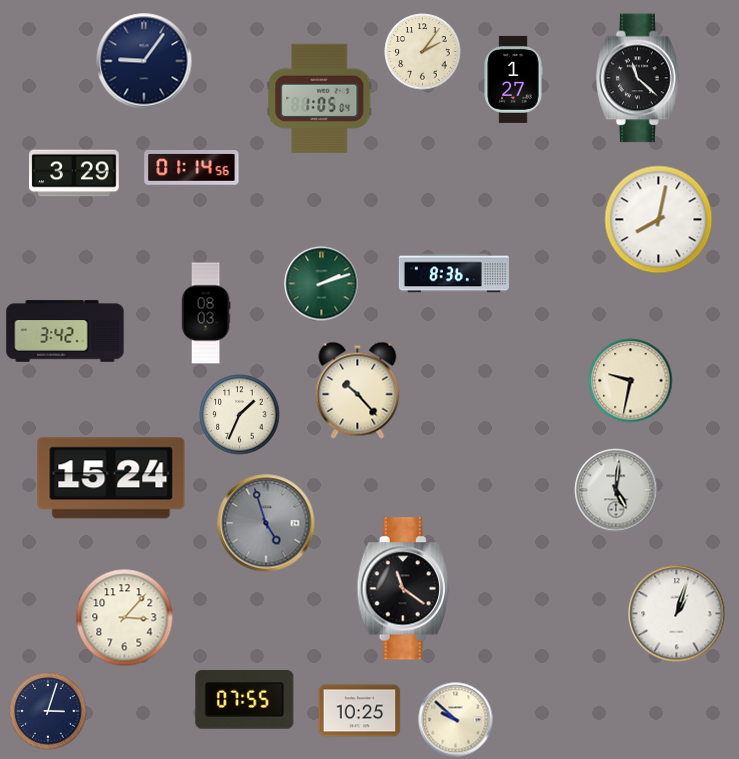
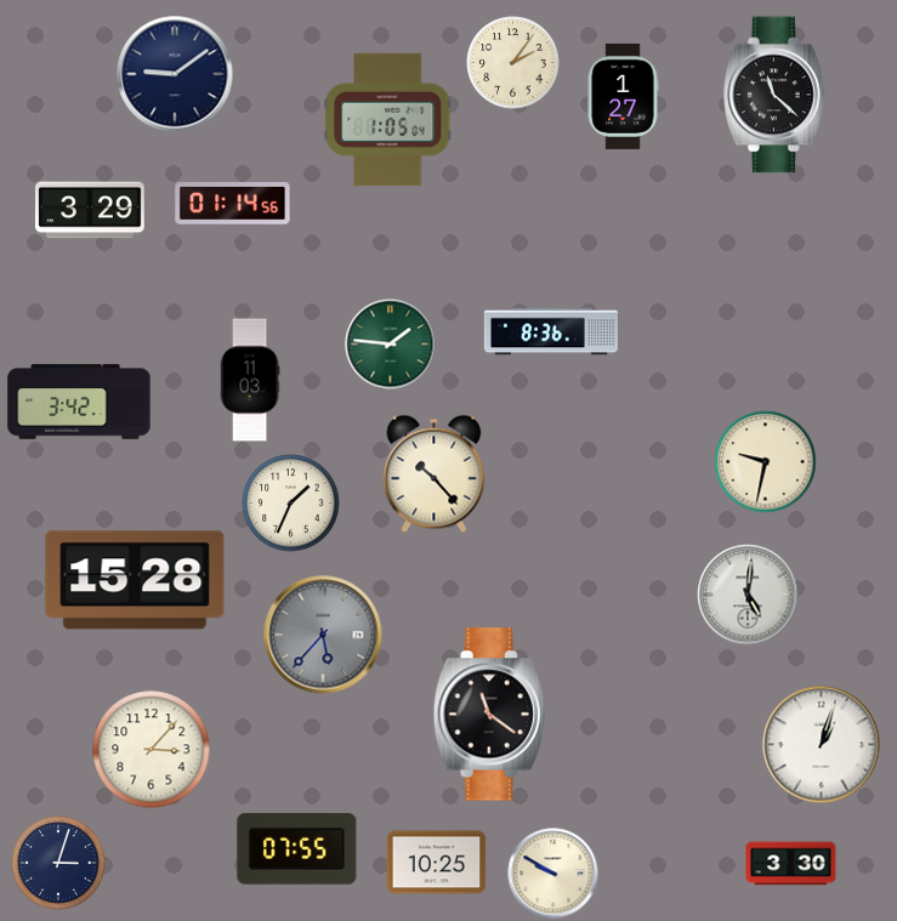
clock at (144, 61): 9:06 -> 9:09
clock at (659, 220): 8:02 -> none
clock at (322, 284): 2:12 -> 1:46
clock at (206, 313): 08:03 -> 11:03
clock at (111, 478): 15:24 -> 15:28
clock at (266, 523): 4:57 -> 5:37
clock at (791, 864): none -> 3:30
clock at (456, 720): 9:52 -> 9:50
